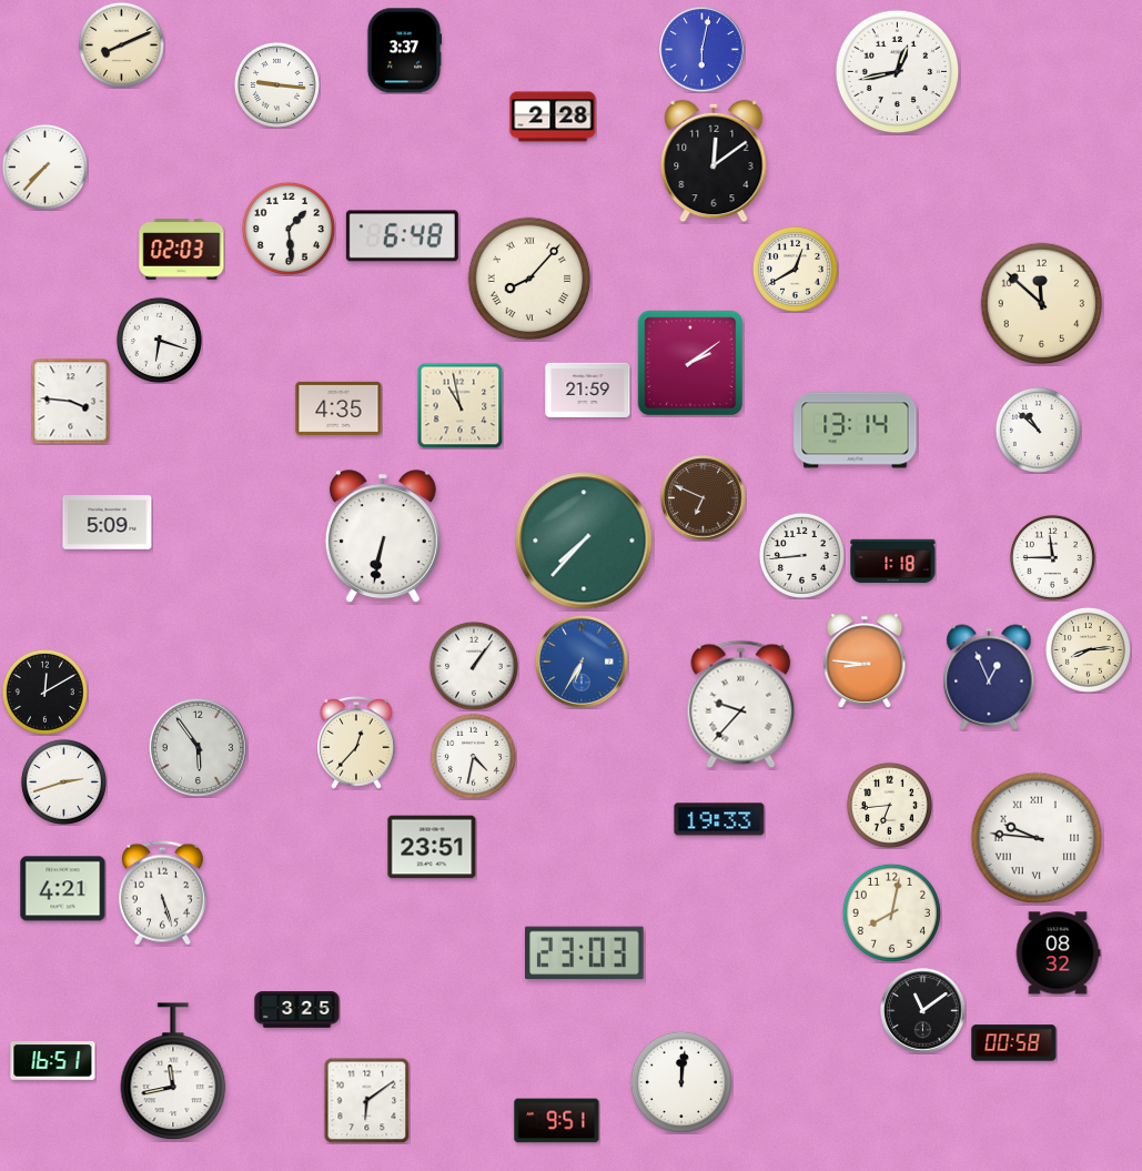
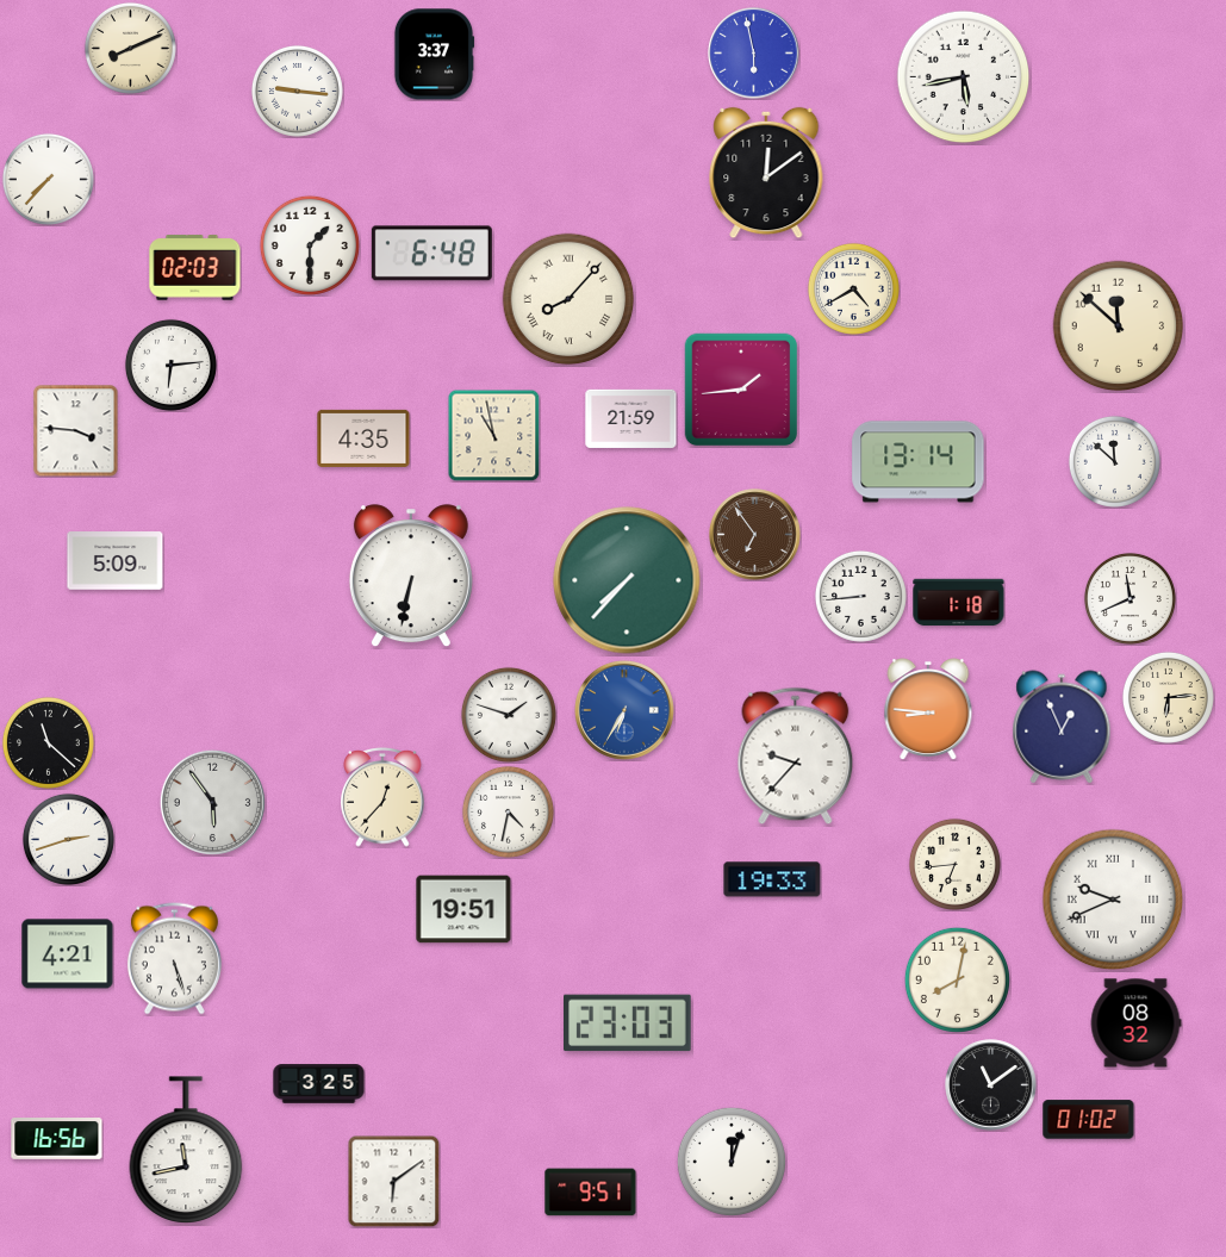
clock at (703, 50): 6:02 -> 5:58
clock at (898, 72): 12:43 -> 5:43
clock at (553, 117): 2:28 -> none
clock at (289, 229): 1:29 -> 1:30
clock at (795, 269): 12:40 -> 4:40
clock at (159, 340): 6:18 -> 6:14
clock at (690, 363): 2:09 -> 1:44
clock at (1038, 430): 10:52 -> 11:52
clock at (704, 498): 6:49 -> 6:54
clock at (1052, 557): 11:45 -> 11:41
clock at (1088, 649): 8:14 -> 6:14
clock at (474, 666): 1:06 -> 1:48
clock at (44, 692): 12:10 -> 11:22
clock at (1037, 838): 9:46 -> 9:41
clock at (432, 847): 23:51 -> 19:51
clock at (1014, 1043): 00:58 -> 01:02
clock at (53, 1061): 16:51 -> 16:56
clock at (681, 1082): 12:01 -> 12:03
clock at (557, 1121) position: (557, 1121) -> (591, 1193)
